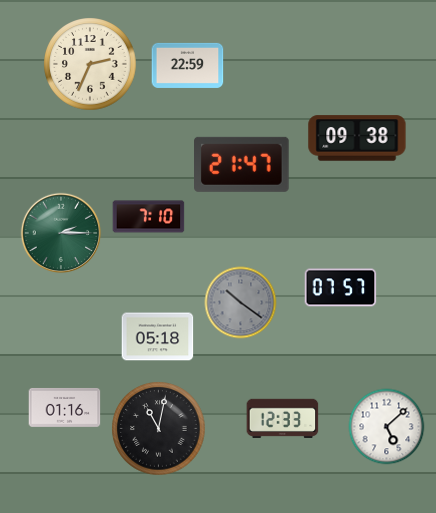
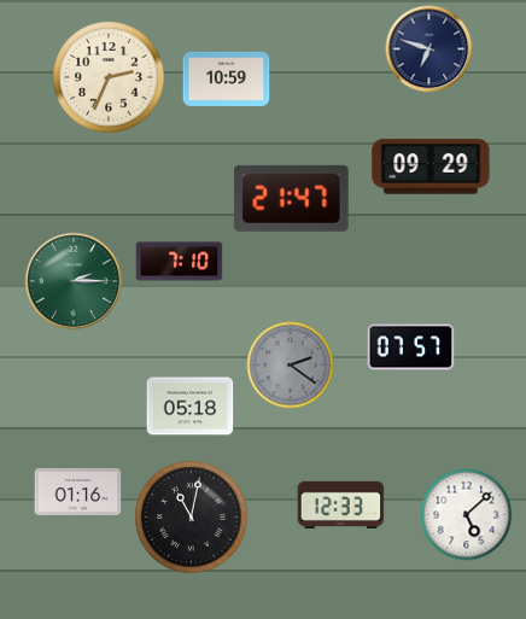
clock at (429, 49): none -> 6:48
clock at (188, 65): 22:59 -> 10:59
clock at (357, 138): 09:38 -> 09:29
clock at (241, 303): 10:21 -> 2:21
